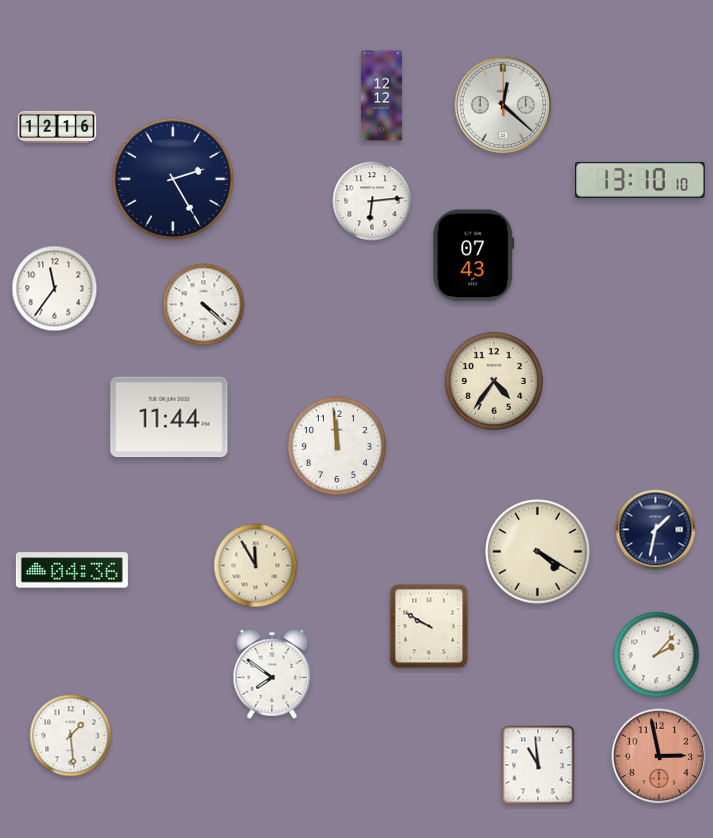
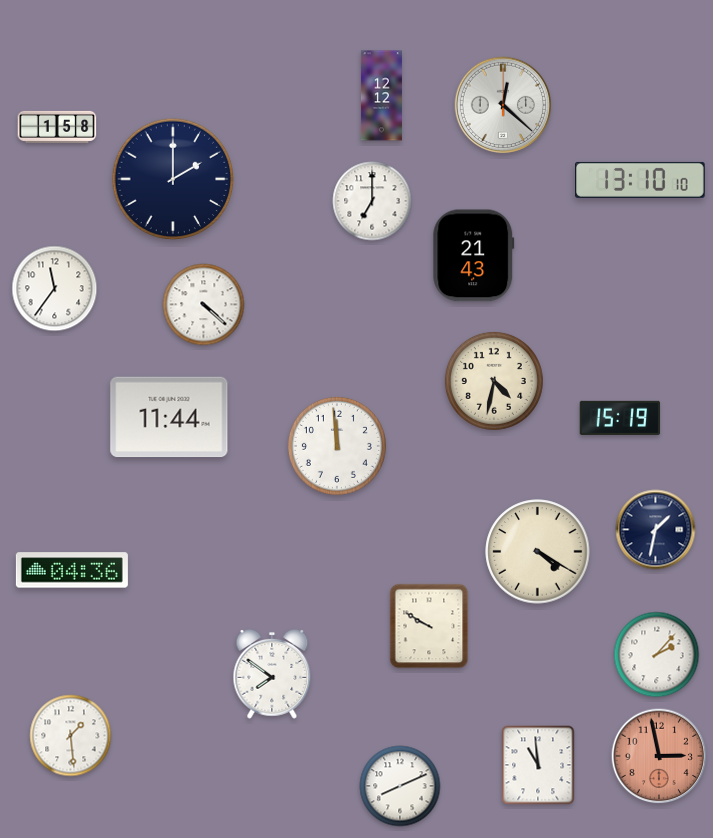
clock at (57, 127): 12:16 -> 1:58
clock at (173, 179): 2:25 -> 2:00
clock at (372, 201): 6:14 -> 7:00
clock at (474, 256): 07:43 -> 21:43
clock at (494, 381): 4:36 -> 4:32
clock at (620, 418): none -> 15:19
clock at (256, 566): 11:55 -> none
clock at (400, 786): none -> 8:11
